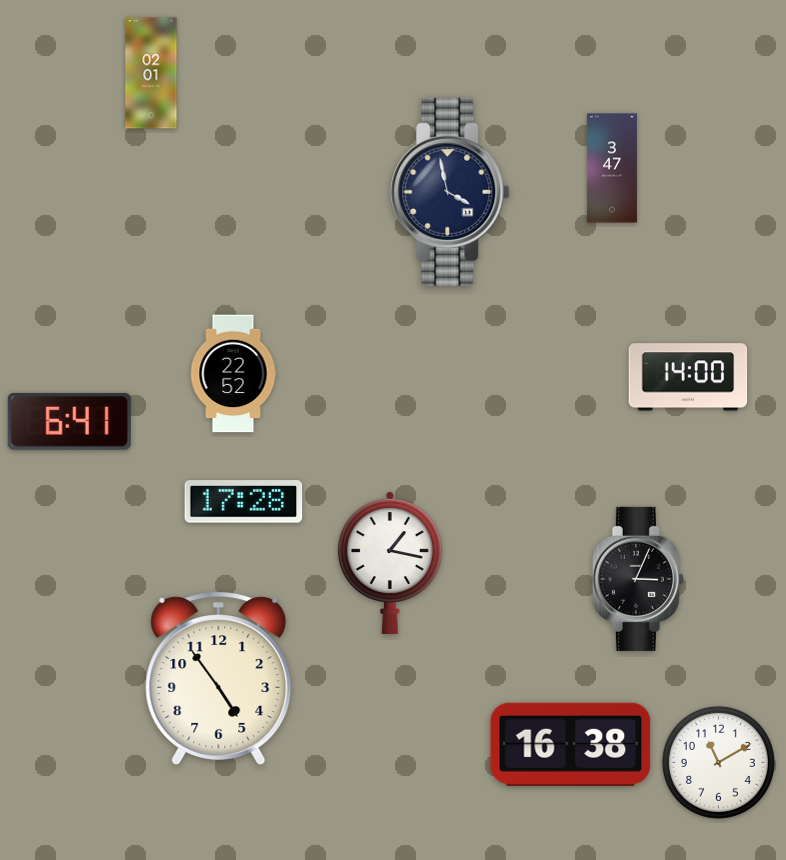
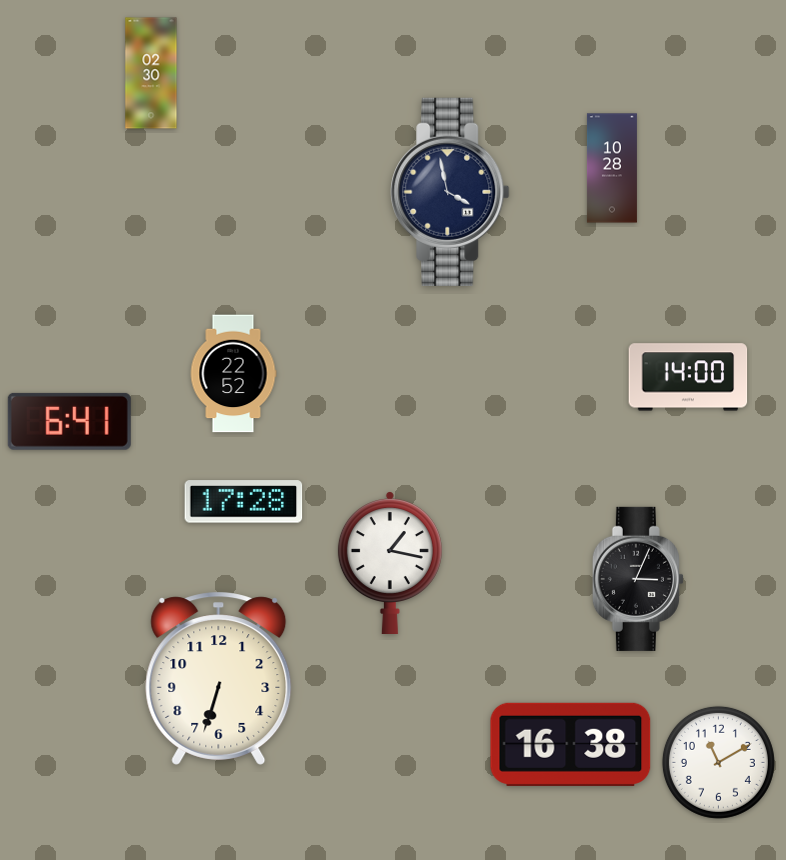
clock at (151, 73): 02:01 -> 02:30
clock at (612, 168): 3:47 -> 10:28
clock at (219, 678): 4:54 -> 6:33
